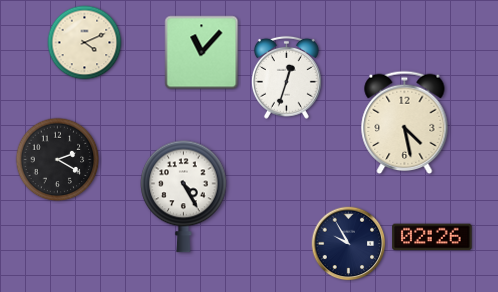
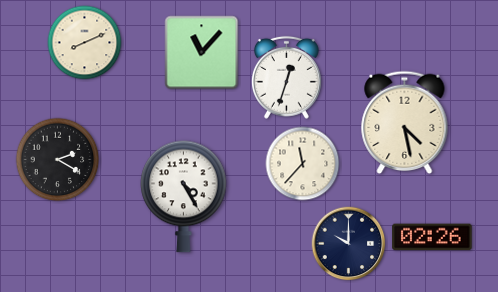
clock at (85, 43): 4:11 -> 8:11
clock at (303, 164): none -> 11:37
clock at (349, 244): 9:55 -> 10:00
